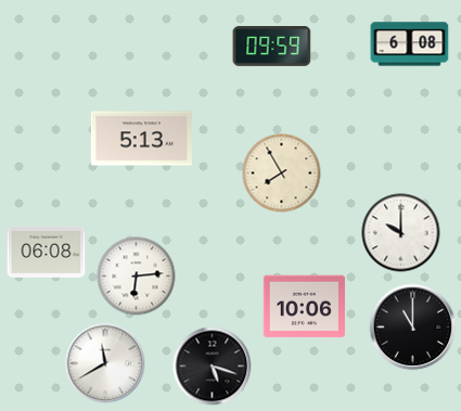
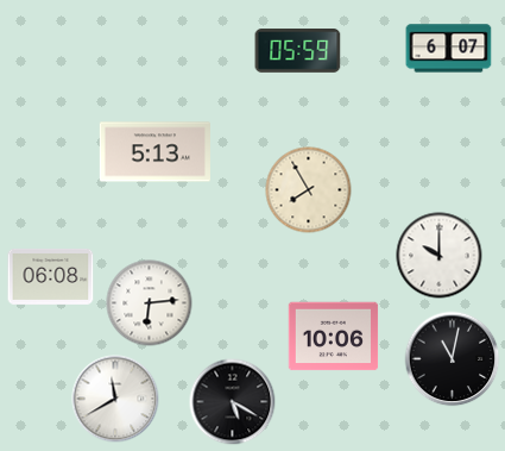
clock at (410, 44): 6:08 -> 6:07
clock at (272, 47): 09:59 -> 05:59
clock at (413, 327): 11:00 -> 11:02
clock at (213, 367): 5:18 -> 5:20
